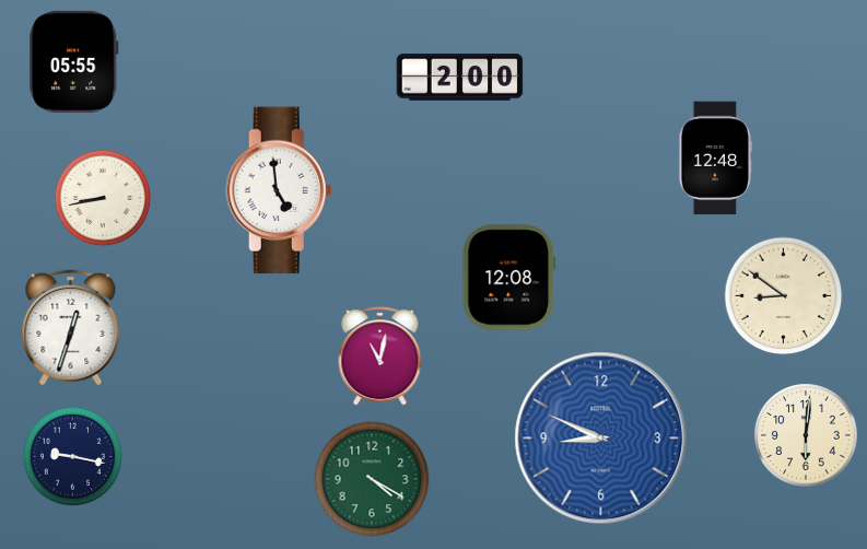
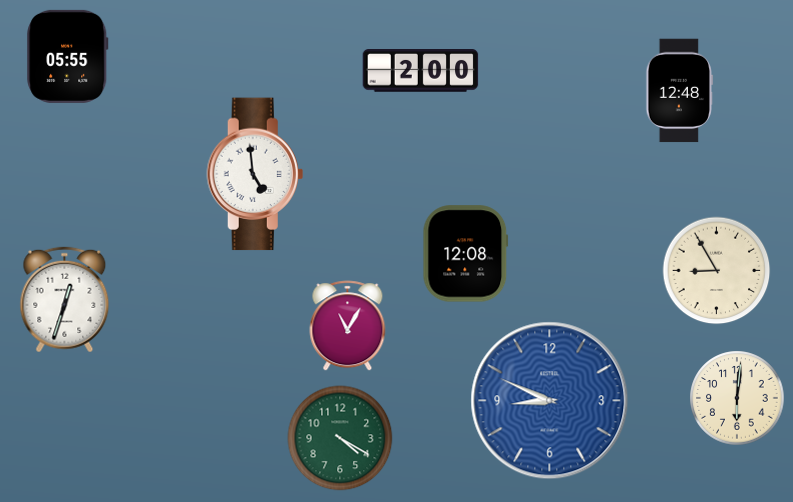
clock at (716, 159) position: (716, 159) -> (680, 91)
clock at (103, 198): 8:43 -> none
clock at (784, 296): 8:51 -> 8:55
clock at (380, 357): 11:02 -> 11:05
clock at (72, 456): 9:17 -> none
